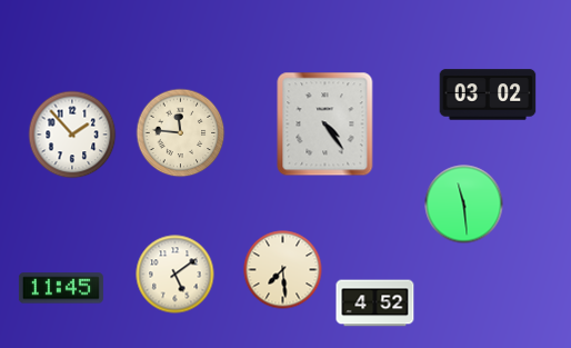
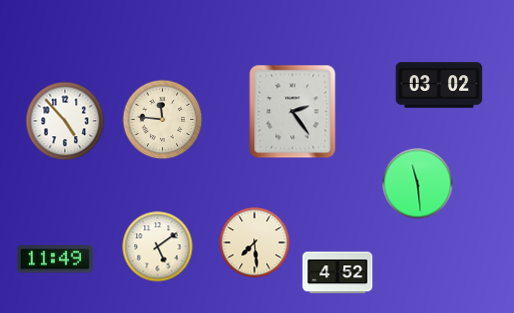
clock at (325, 125): 4:24 -> 2:24
clock at (72, 135): 1:53 -> 4:53
clock at (61, 288): 11:45 -> 11:49
